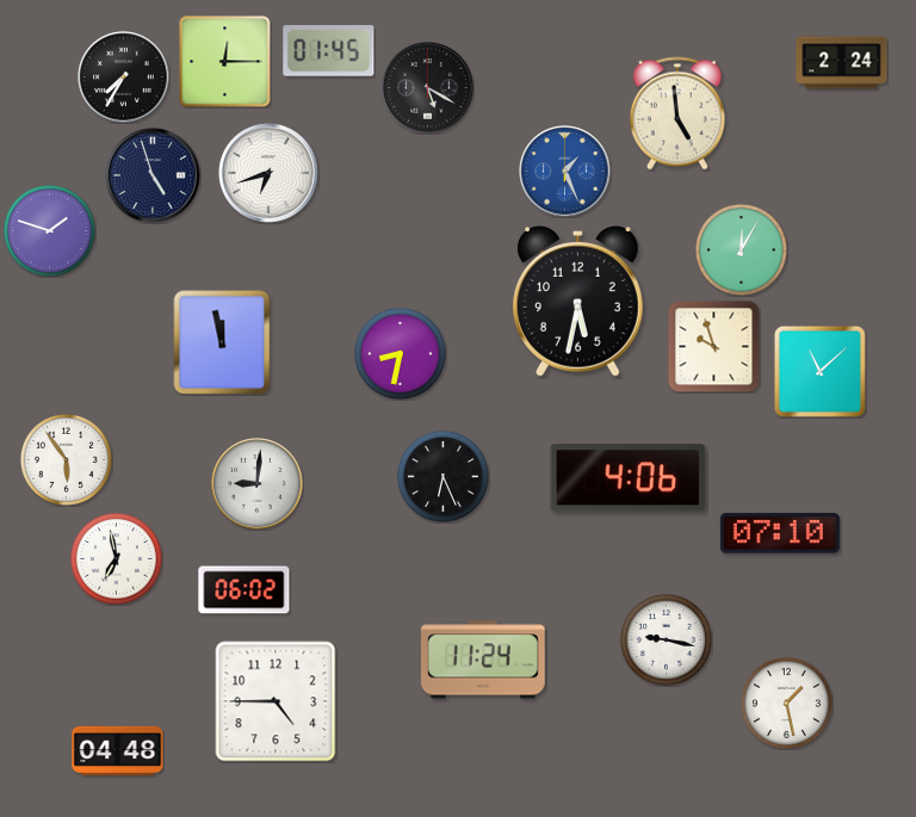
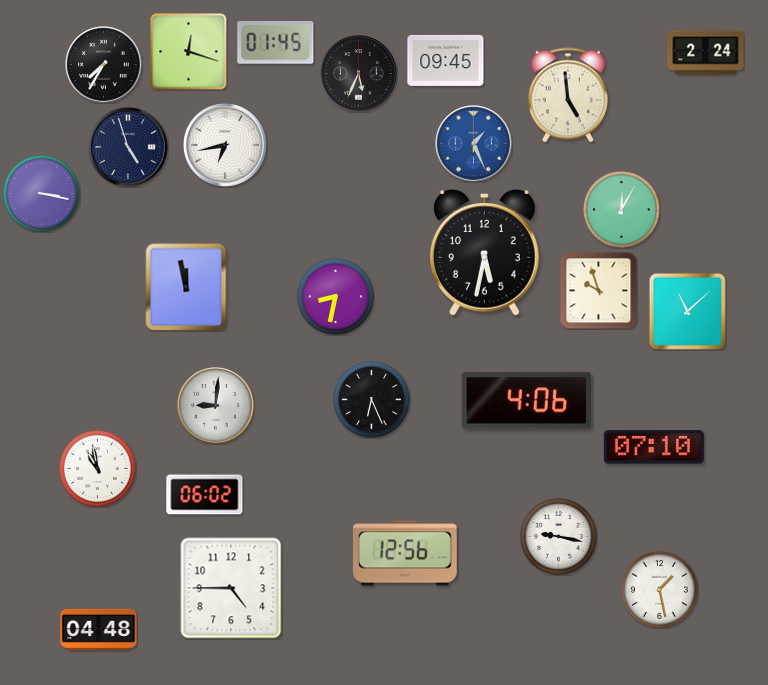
clock at (225, 62): 12:15 -> 12:18
clock at (446, 60): none -> 09:45
clock at (428, 88): 5:20 -> 5:34
clock at (270, 174): 6:42 -> 6:43
clock at (49, 230): 1:48 -> 3:17
clock at (66, 459): 5:54 -> none
clock at (116, 558): 6:58 -> 10:58
clock at (483, 660): 11:24 -> 12:56
